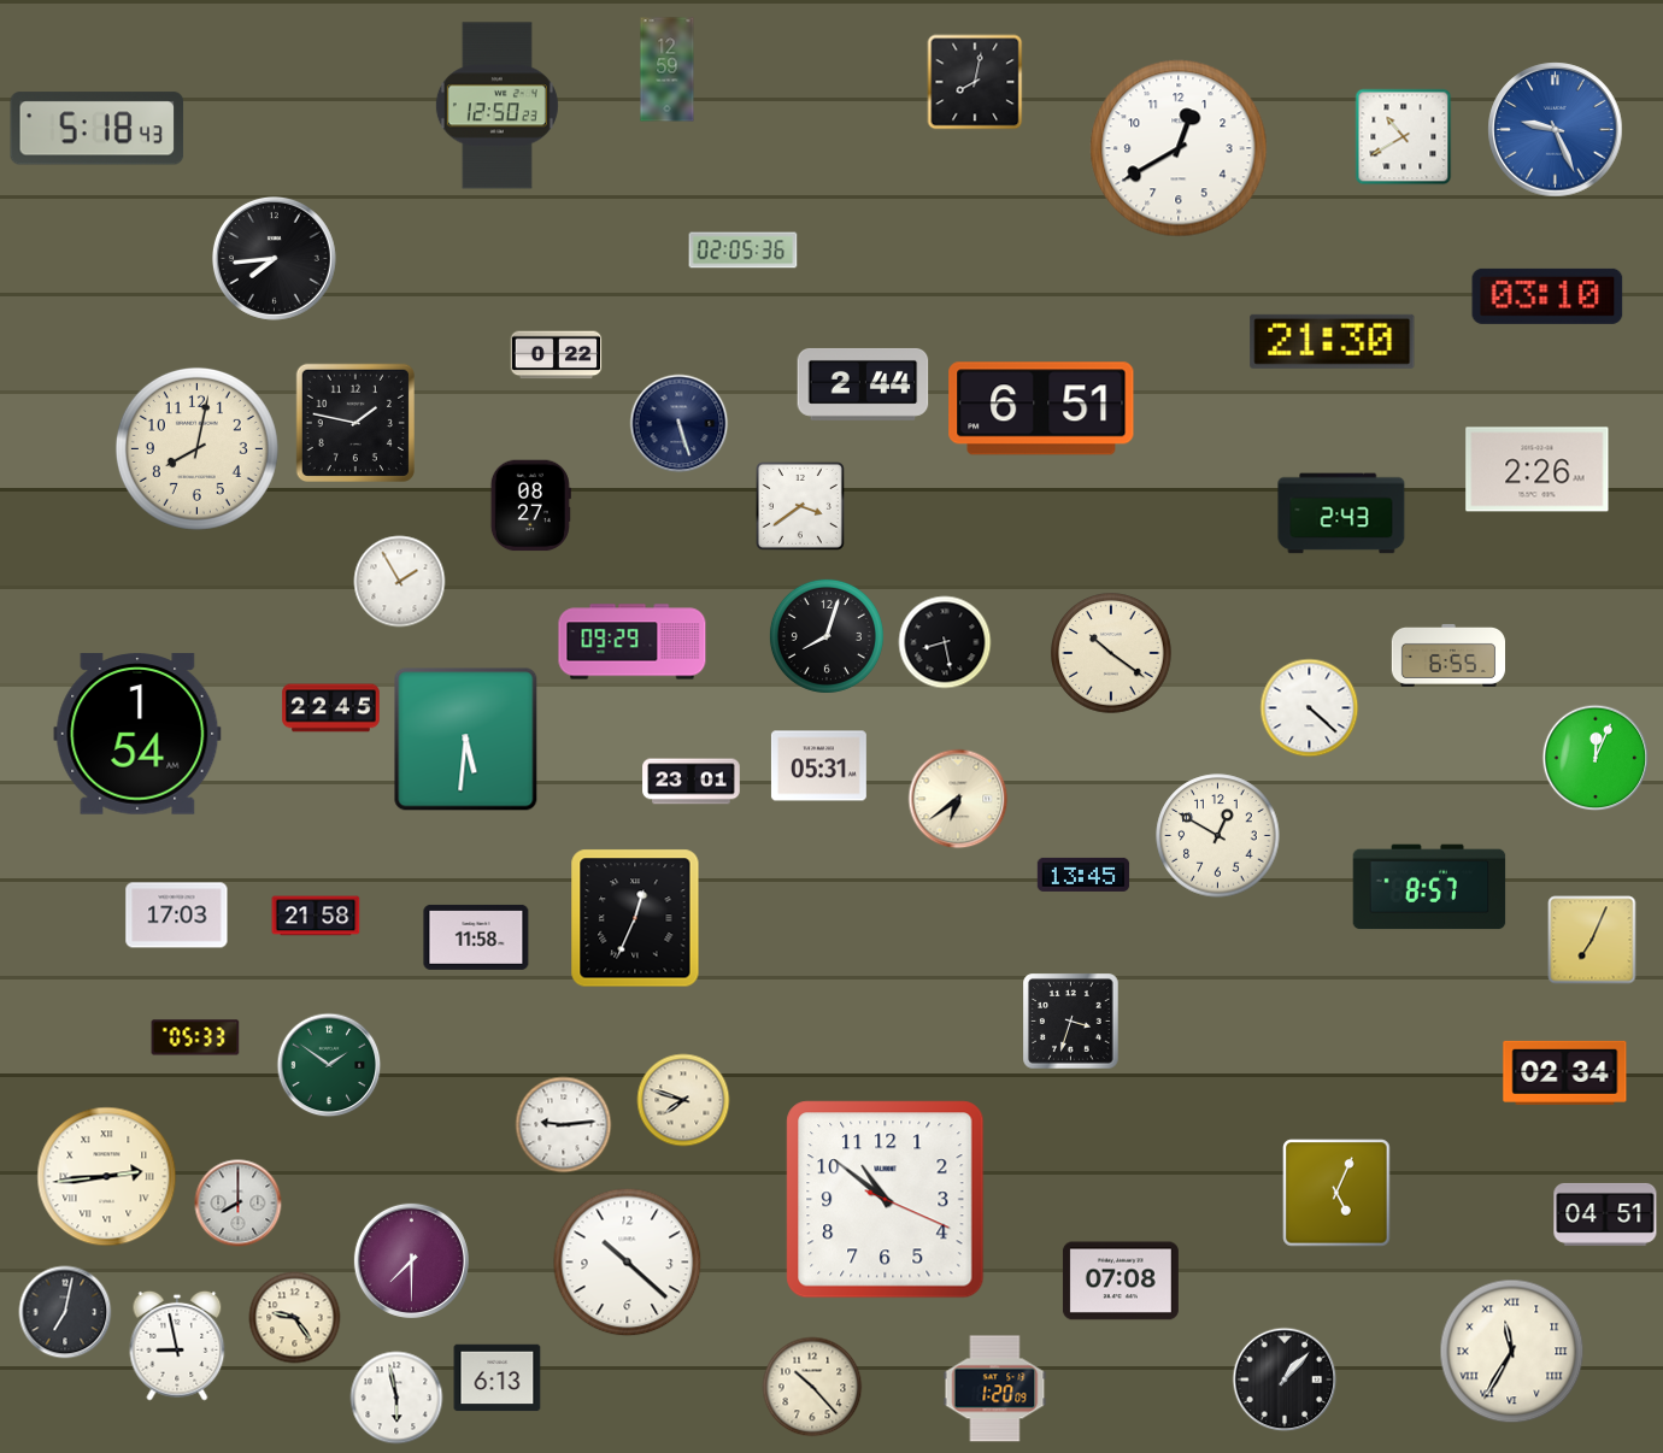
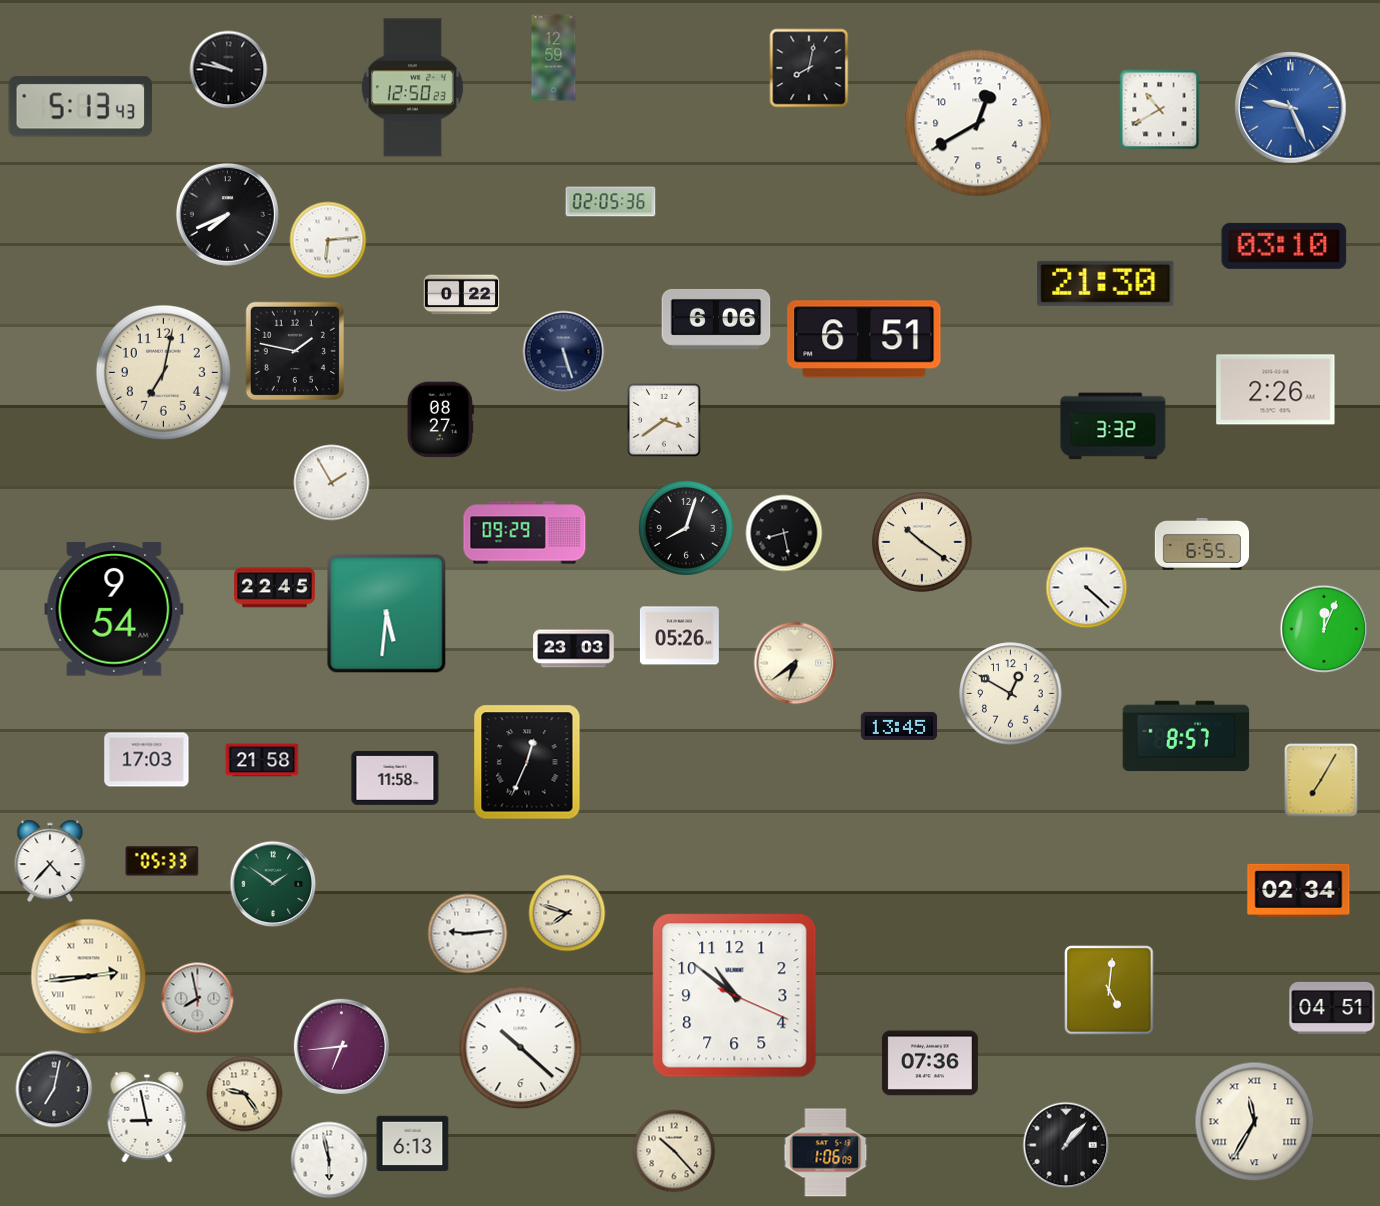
clock at (229, 70): none -> 9:47
clock at (98, 129): 5:18 -> 5:13
clock at (1404, 137) position: (1404, 137) -> (1160, 110)
clock at (744, 251) position: (744, 251) -> (611, 202)
clock at (274, 258): 7:44 -> 7:41
clock at (328, 240): none -> 6:14
clock at (863, 384): 2:44 -> 6:06
clock at (196, 448): 8:02 -> 7:02
clock at (1341, 513): 2:43 -> 3:32
clock at (137, 734): 1:54 -> 9:54
clock at (818, 766): 05:31 -> 05:26
clock at (692, 782): 23:01 -> 23:03
clock at (1592, 940): 7:04 -> 7:05
clock at (1071, 1022): 3:33 -> none
clock at (50, 861): none -> 4:37
clock at (1336, 1193): 5:04 -> 5:01
clock at (239, 1204): 8:00 -> 7:58
clock at (411, 1260): 7:30 -> 6:44
clock at (1121, 1281): 07:08 -> 07:36
clock at (995, 1389): 1:20 -> 1:06
